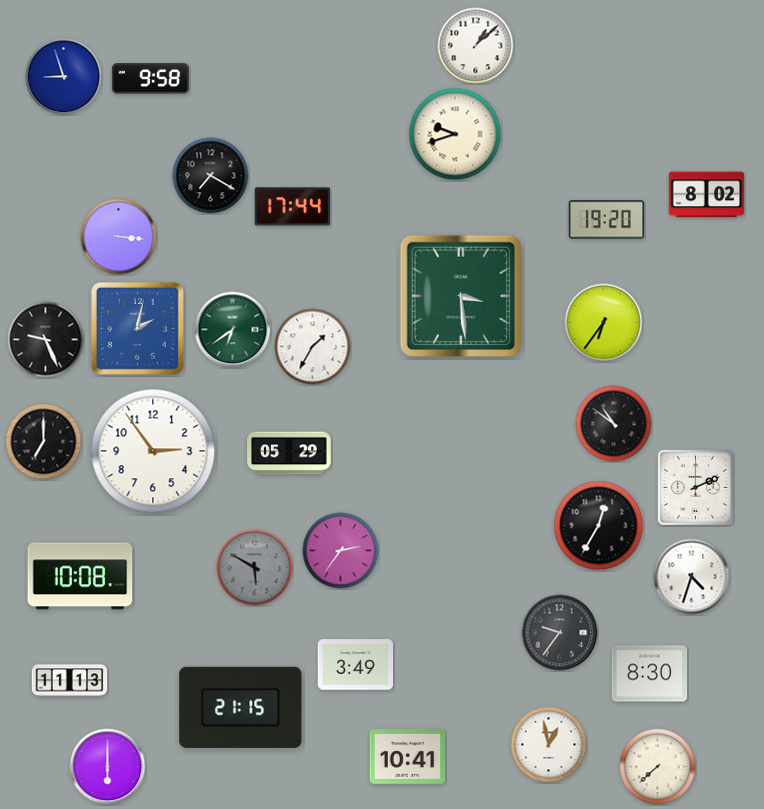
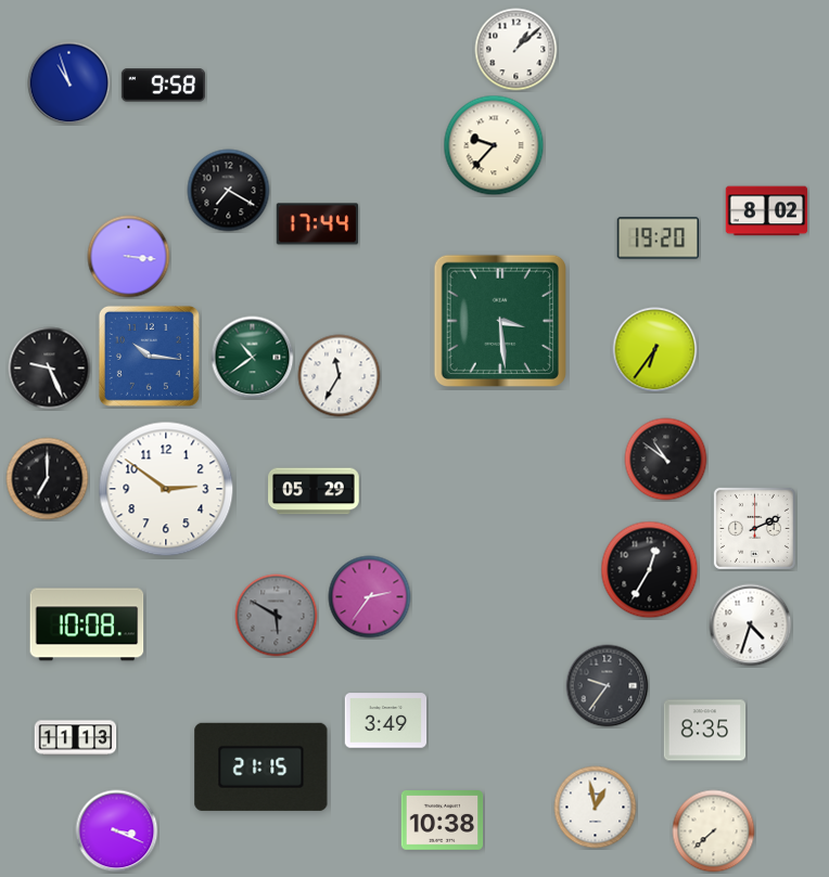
clock at (64, 77): 8:57 -> 10:57
clock at (455, 134): 9:42 -> 9:37
clock at (137, 328): 2:02 -> 10:16
clock at (233, 330): 6:39 -> 10:39
clock at (313, 347): 1:35 -> 11:35
clock at (153, 451): 2:54 -> 2:51
clock at (650, 674): 8:30 -> 8:35
clock at (408, 757): 10:41 -> 10:38
clock at (108, 767): 6:00 -> 3:19
